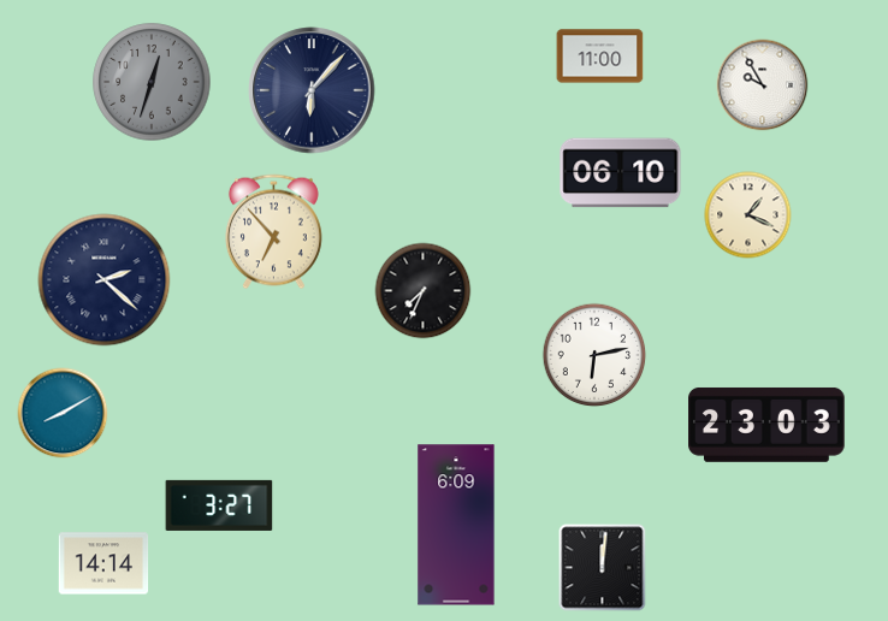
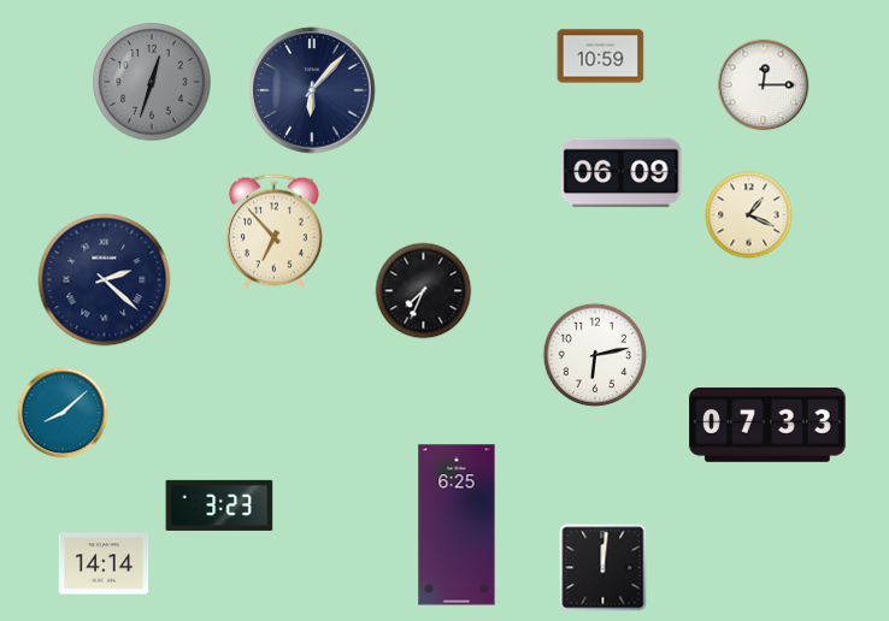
clock at (600, 57): 11:00 -> 10:59
clock at (763, 85): 9:55 -> 12:15
clock at (621, 173): 06:10 -> 06:09
clock at (63, 413): 8:10 -> 8:08
clock at (766, 425): 23:03 -> 07:33
clock at (219, 505): 3:27 -> 3:23
clock at (456, 525): 6:09 -> 6:25
